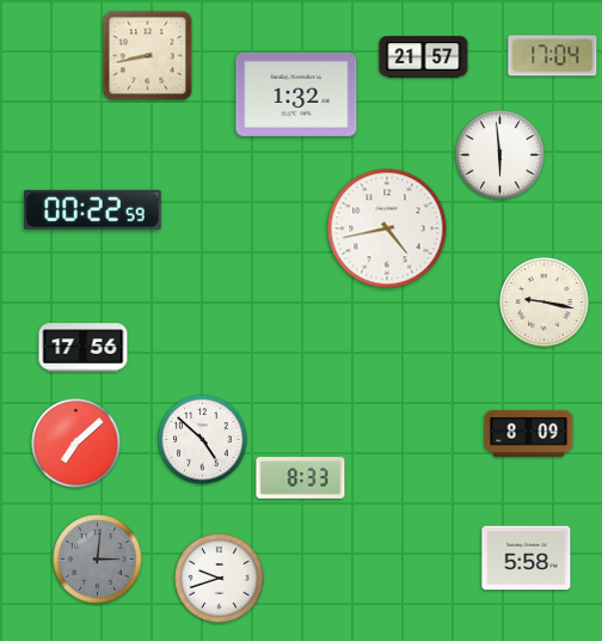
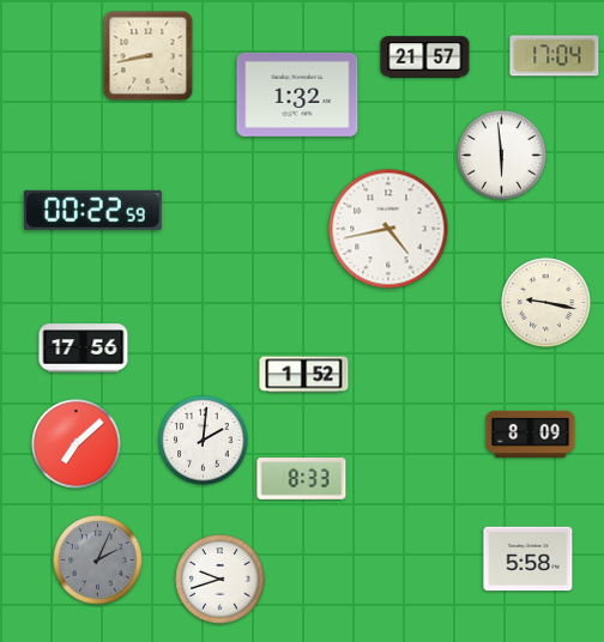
clock at (304, 375): none -> 1:52
clock at (203, 440): 4:52 -> 2:01
clock at (98, 560): 3:01 -> 2:04
